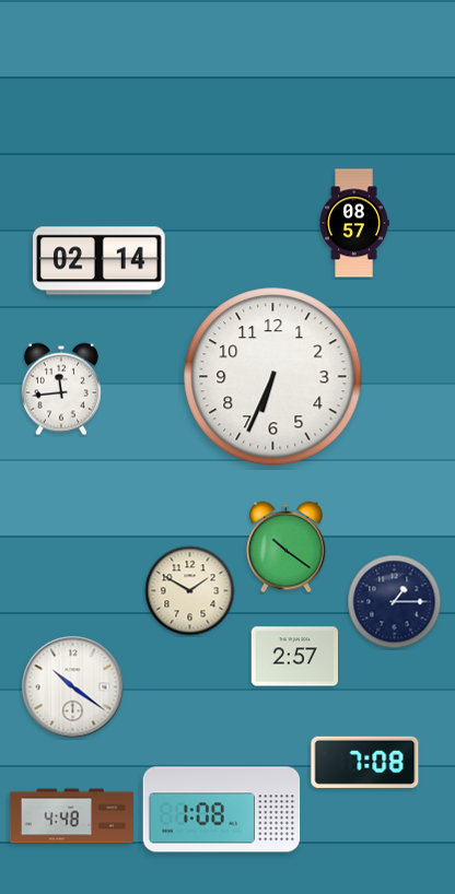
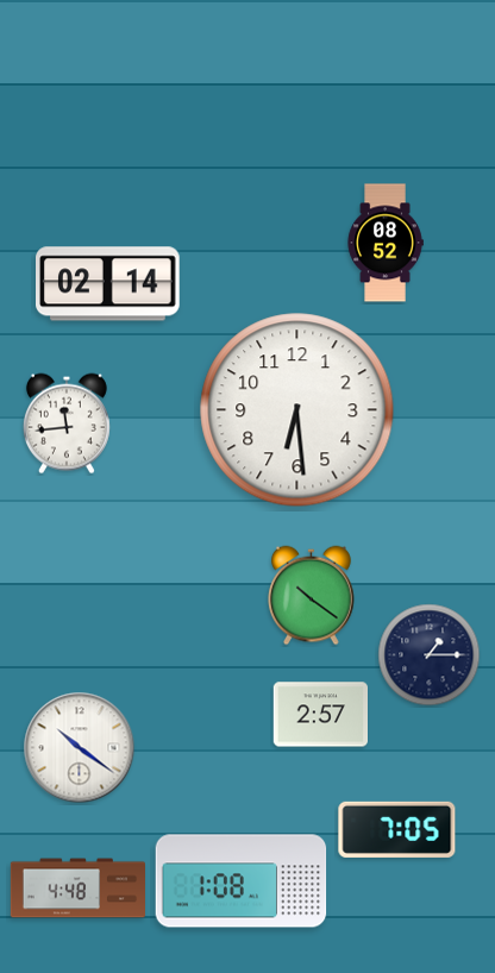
clock at (354, 223): 08:57 -> 08:52
clock at (273, 377): 6:34 -> 6:29
clock at (190, 591): 1:50 -> none
clock at (365, 762): 7:08 -> 7:05
